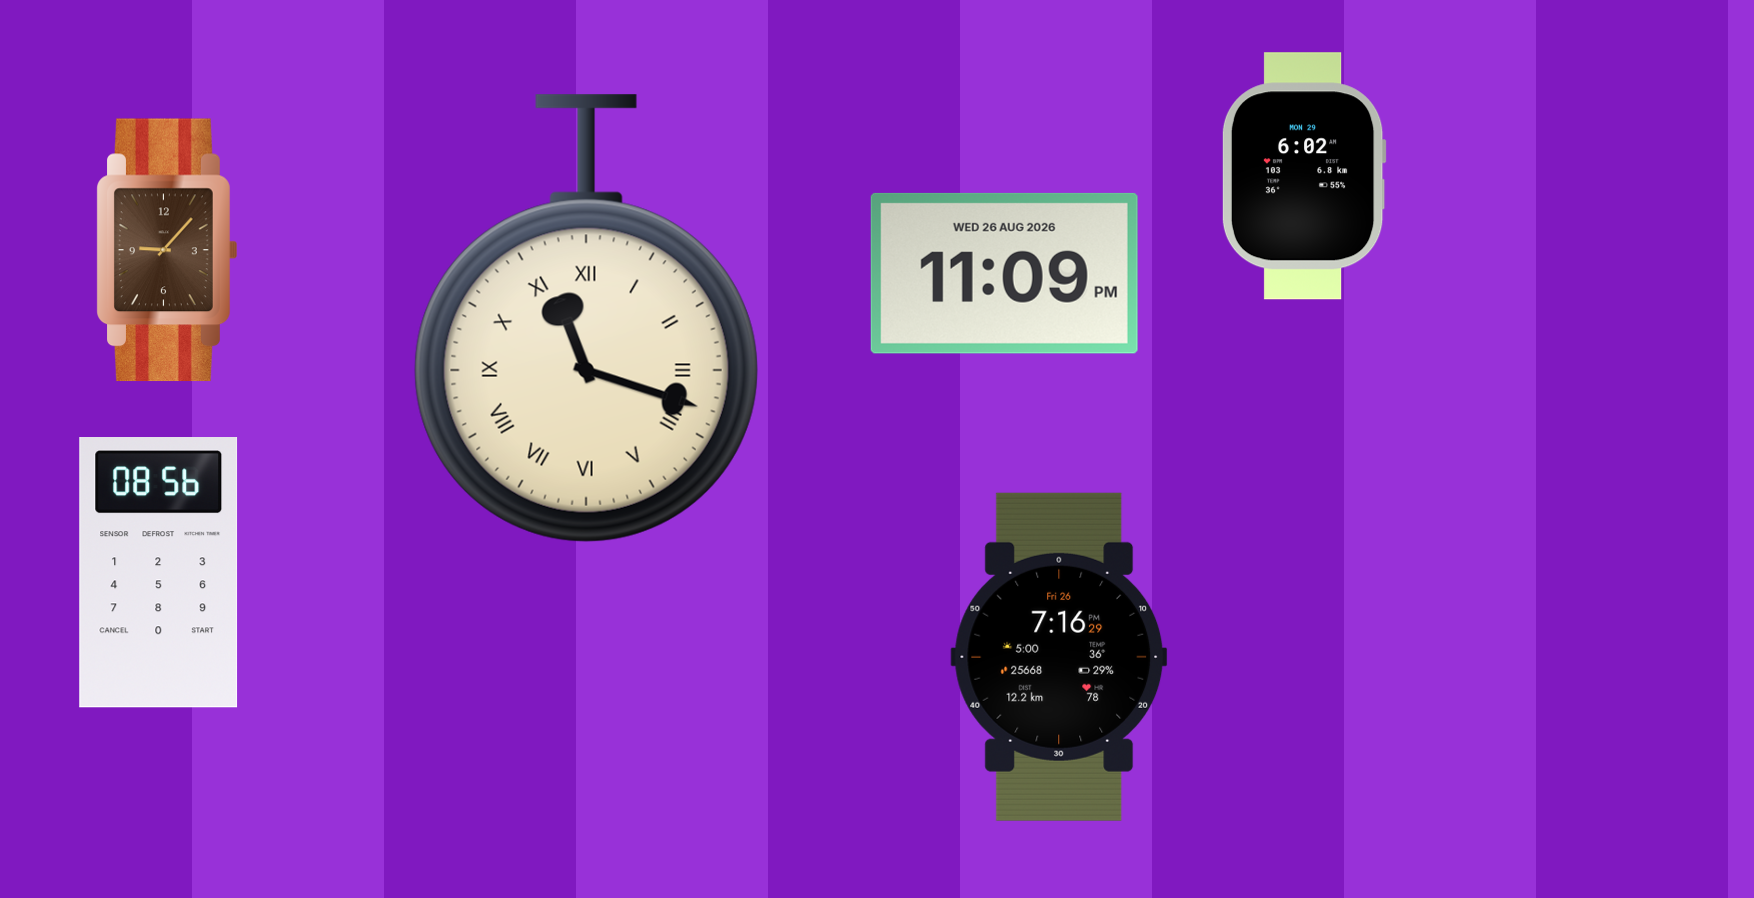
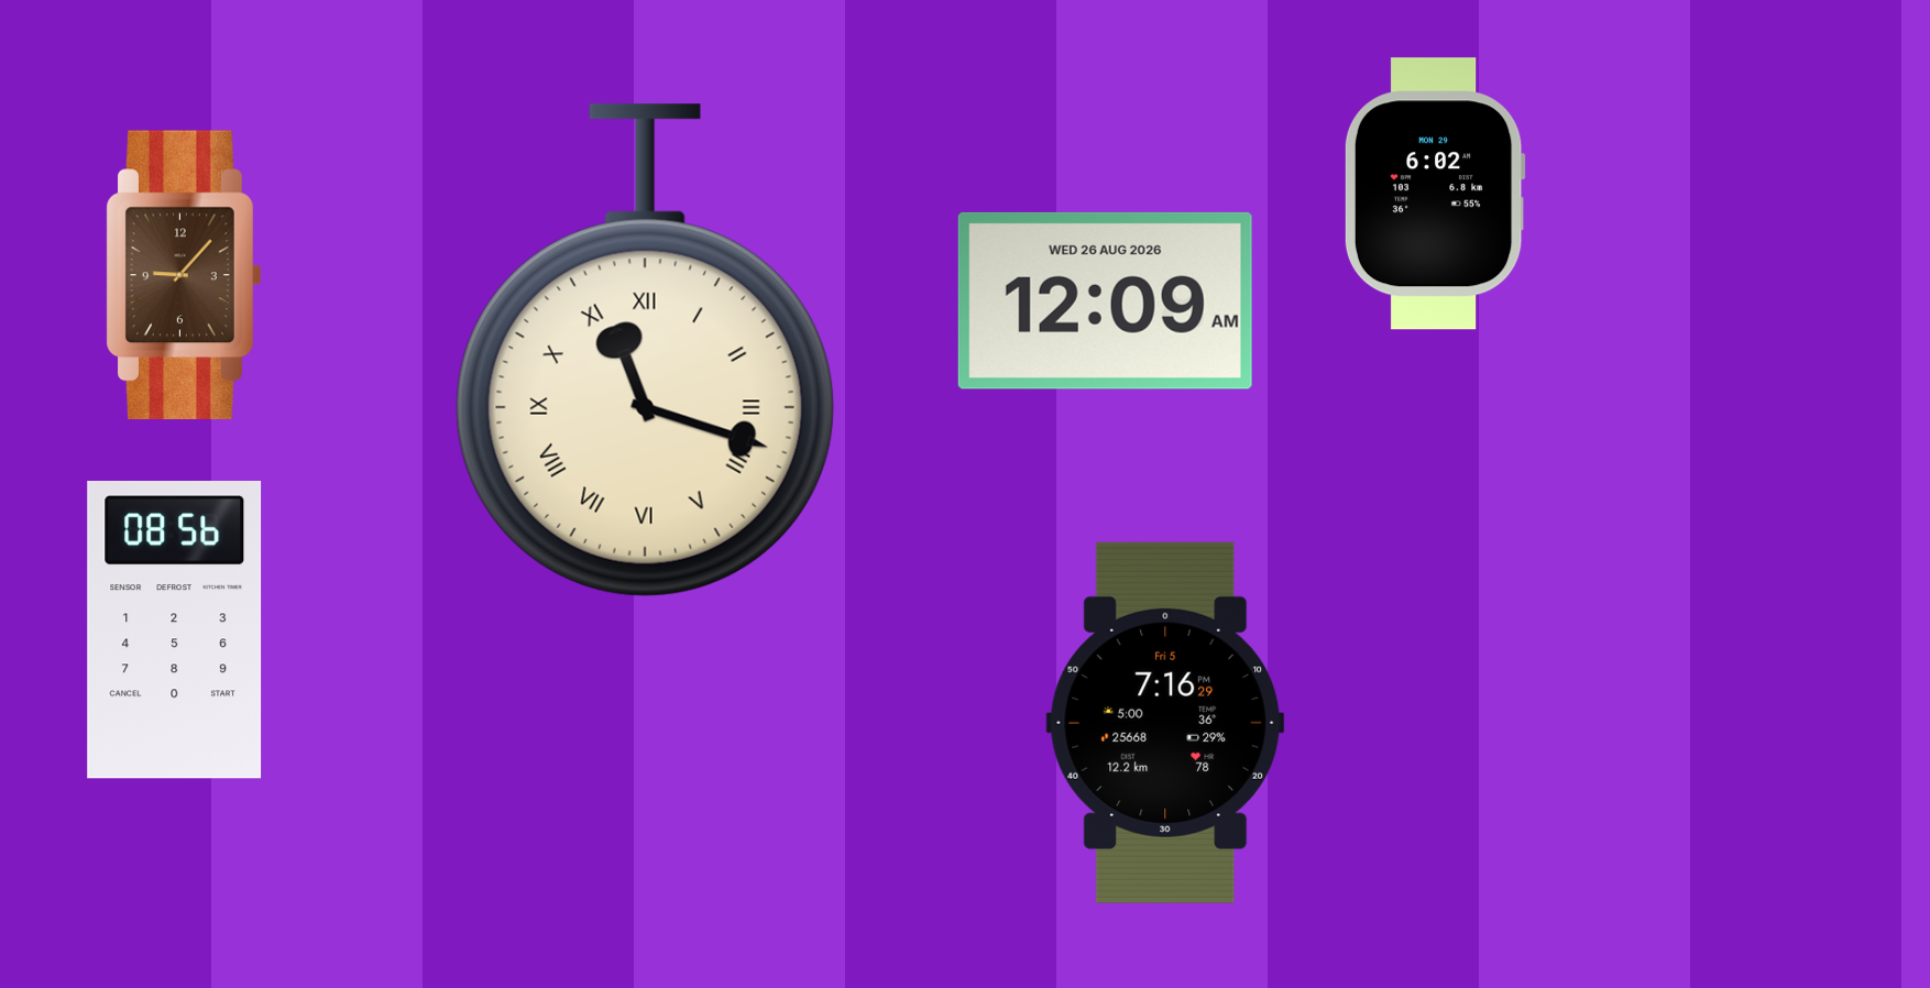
clock at (1004, 273): 11:09 -> 12:09
clock at (1059, 657) date: Fri 26 -> Fri 5
